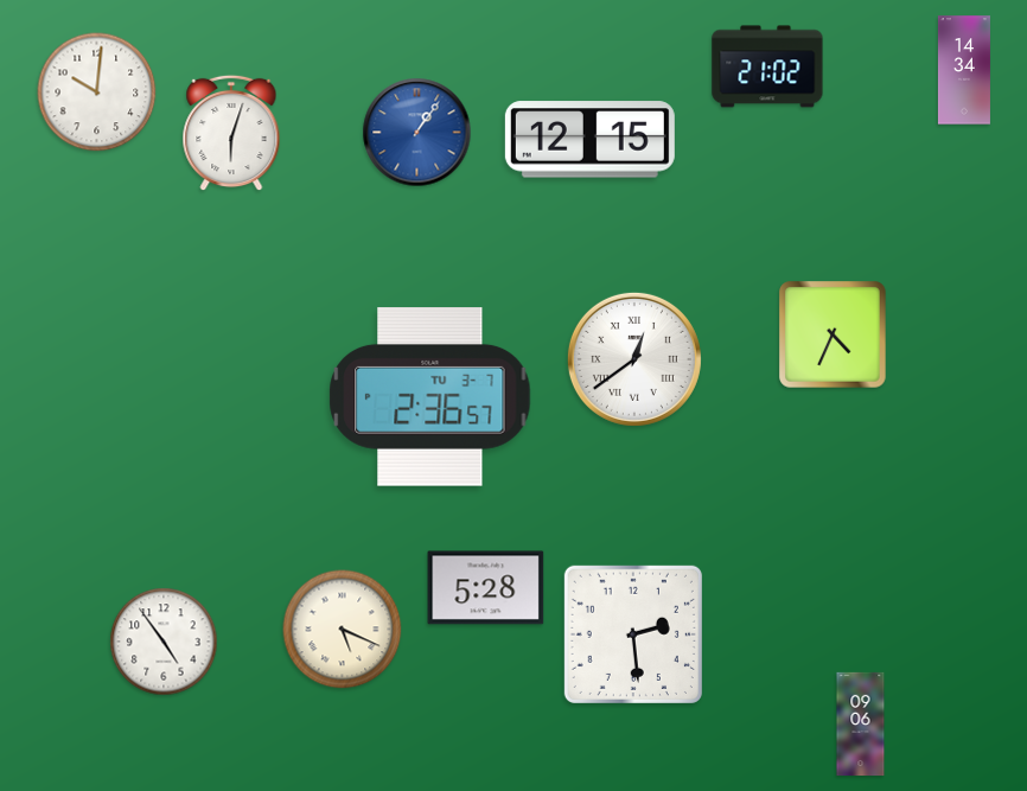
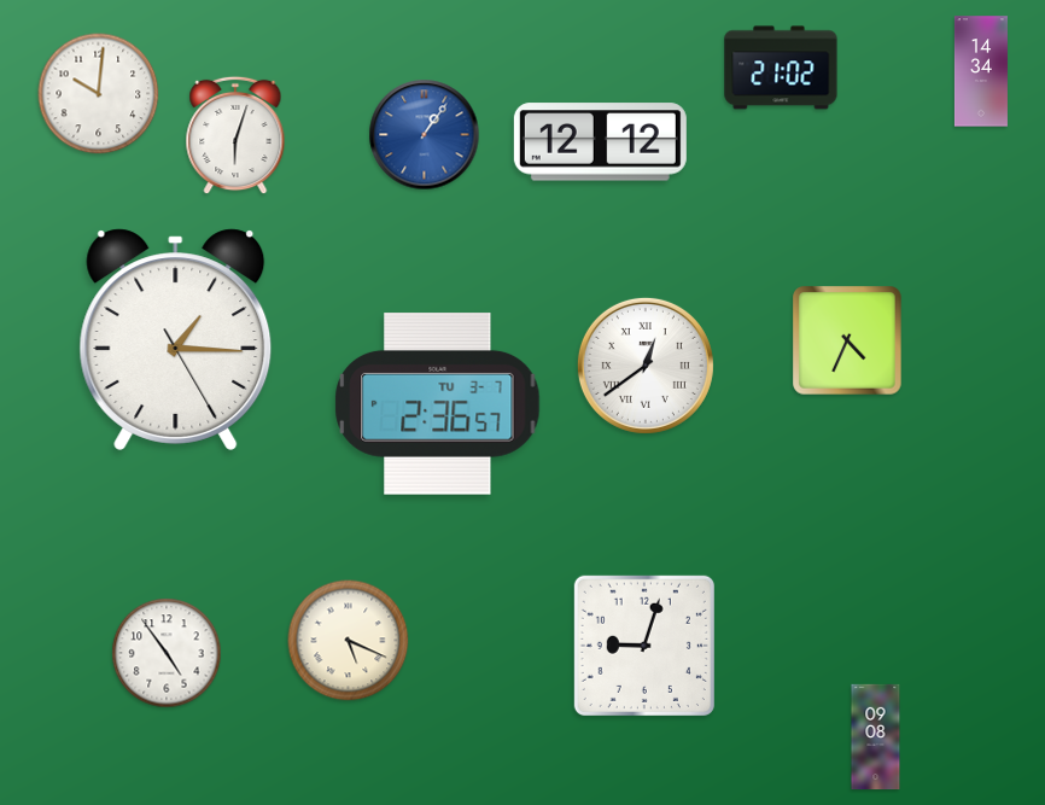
clock at (589, 140): 12:15 -> 12:12
clock at (176, 339): none -> 1:15
clock at (486, 588): 5:28 -> none
clock at (633, 634): 2:29 -> 9:03
clock at (861, 725): 09:06 -> 09:08
